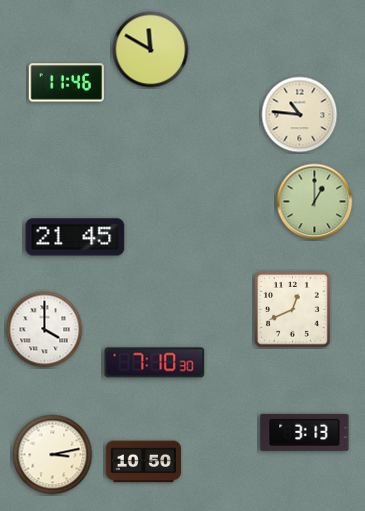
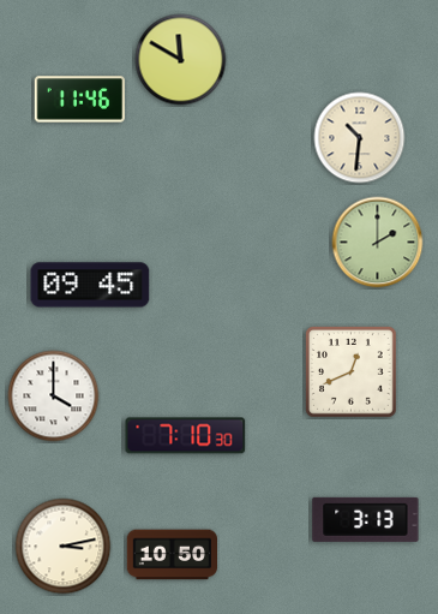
clock at (300, 115): 10:46 -> 10:31
clock at (315, 202): 1:00 -> 2:00
clock at (75, 237): 21:45 -> 09:45
